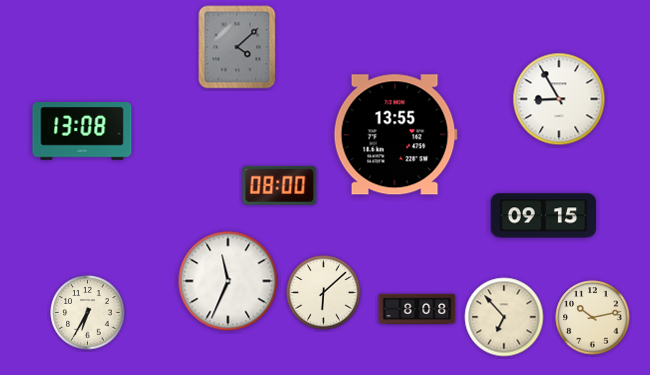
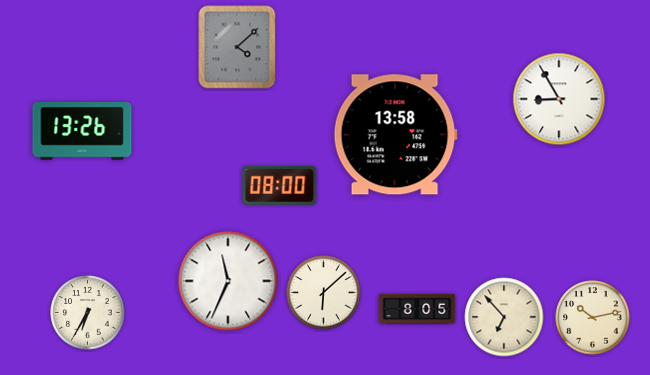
clock at (82, 132): 13:08 -> 13:26
clock at (395, 135): 13:55 -> 13:58
clock at (544, 216): 09:15 -> none
clock at (417, 309): 8:08 -> 8:05
